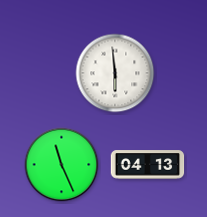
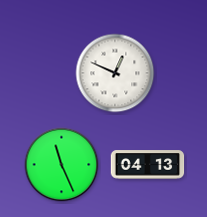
clock at (115, 73): 5:59 -> 12:49
